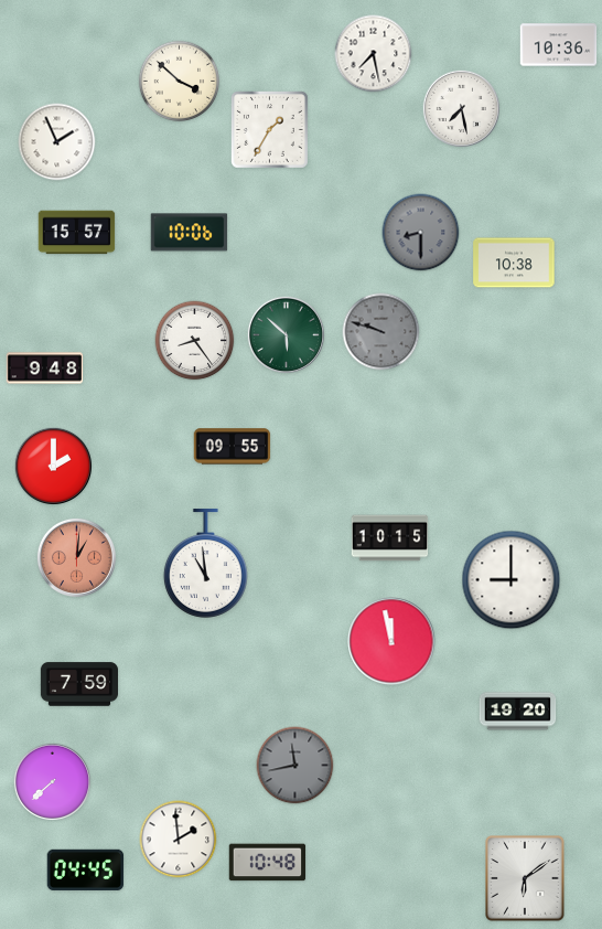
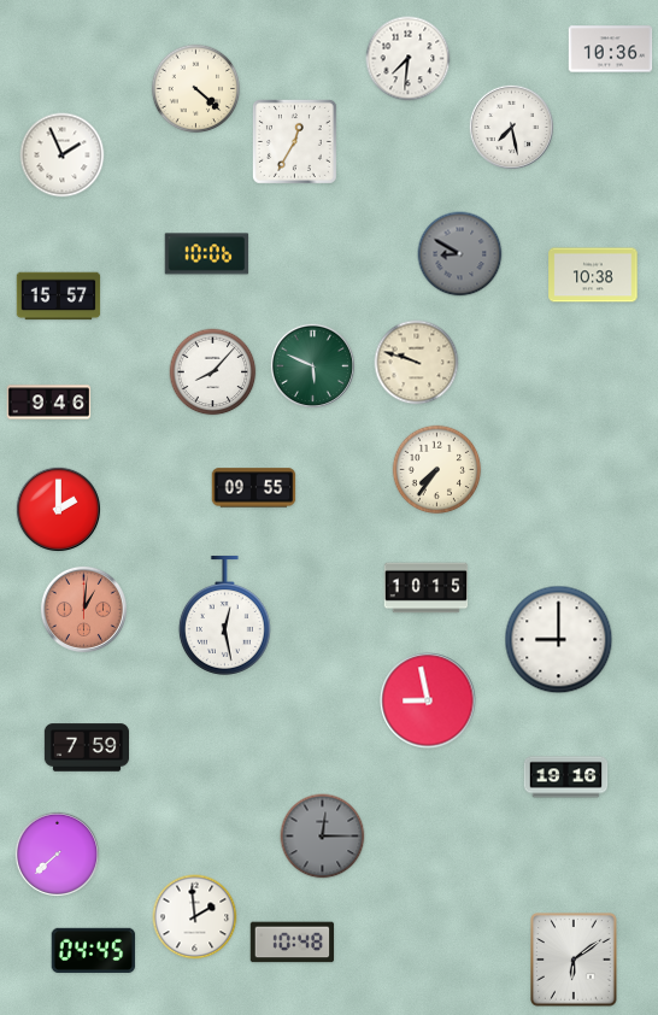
clock at (374, 54): 7:28 -> 7:31
clock at (180, 82): 3:52 -> 4:22
clock at (461, 108) position: (461, 108) -> (511, 127)
clock at (269, 129): 1:35 -> 12:35
clock at (77, 233) position: (77, 233) -> (59, 297)
clock at (421, 233): 8:30 -> 8:50
clock at (514, 263) position: (514, 263) -> (593, 275)
clock at (381, 332) dial: grey -> cream
clock at (286, 334): 5:52 -> 5:49
clock at (195, 341): 8:24 -> 8:07
clock at (45, 369): 9:48 -> 9:46
clock at (437, 470): none -> 7:36
clock at (205, 564): 10:59 -> 12:28
clock at (512, 580) position: (512, 580) -> (559, 640)
clock at (391, 641): 11:58 -> 8:58
clock at (518, 712): 19:20 -> 19:16
clock at (295, 766): 11:43 -> 12:15
